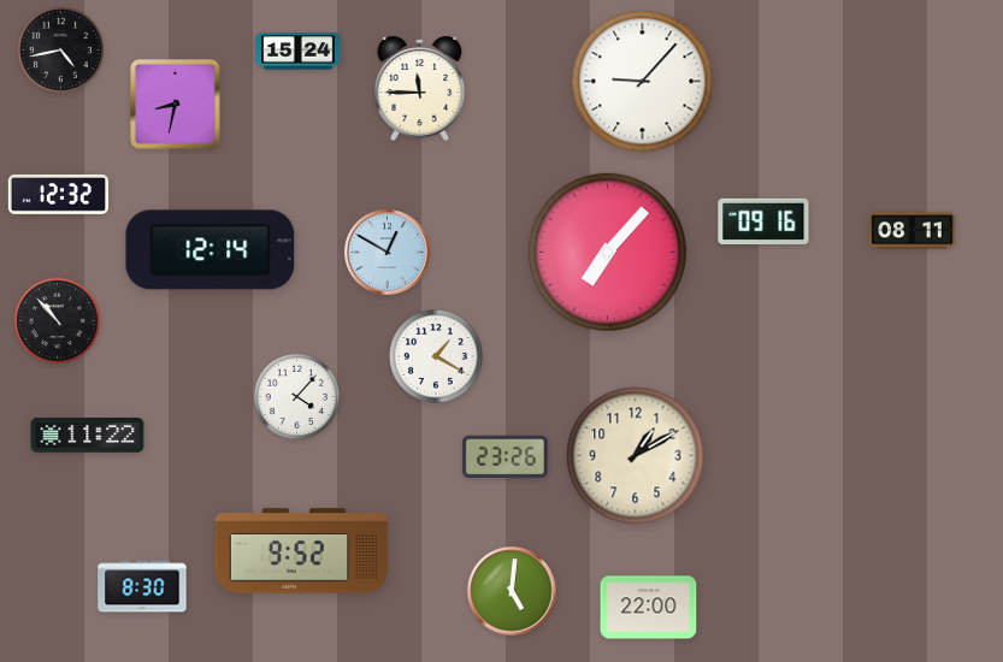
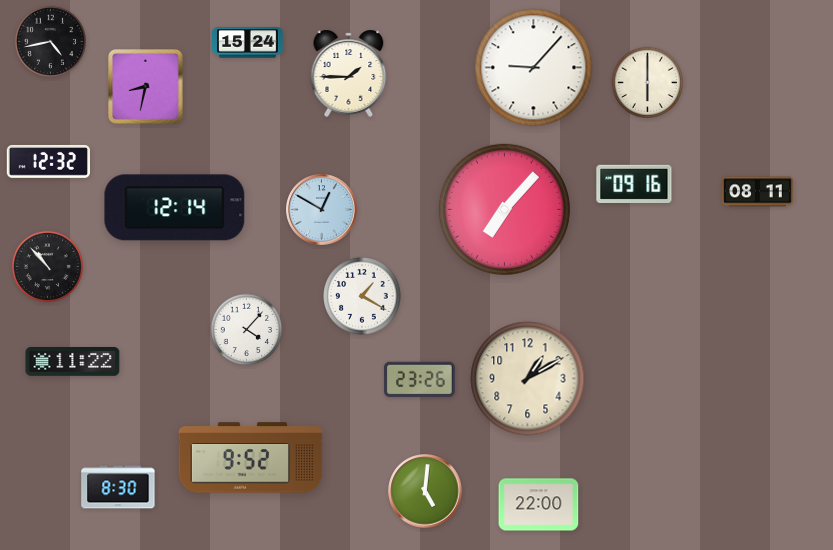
clock at (420, 88): 11:45 -> 1:45
clock at (648, 83): none -> 6:00
